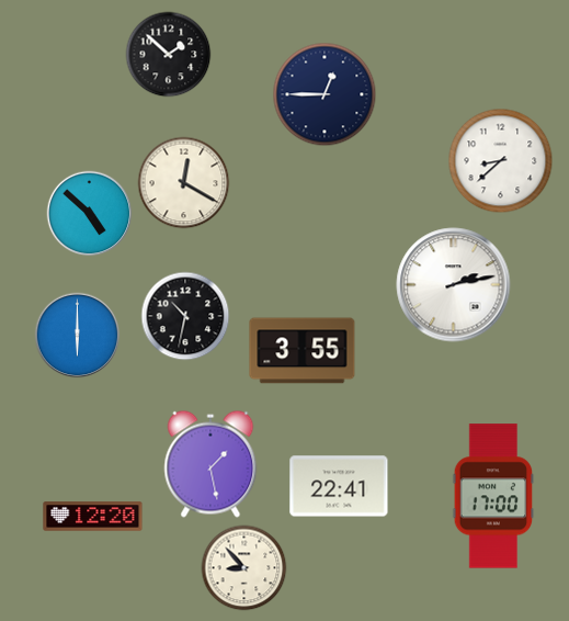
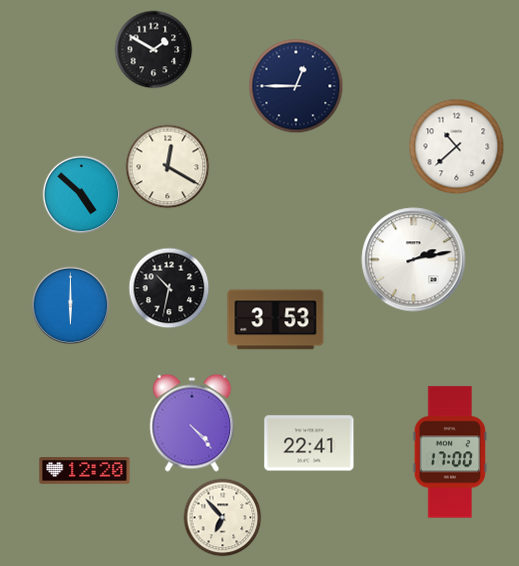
clock at (168, 54): 1:52 -> 1:50
clock at (500, 160): 8:38 -> 10:38
clock at (303, 351): 3:55 -> 3:53
clock at (210, 464): 1:28 -> 4:23
clock at (243, 567): 8:53 -> 6:53
